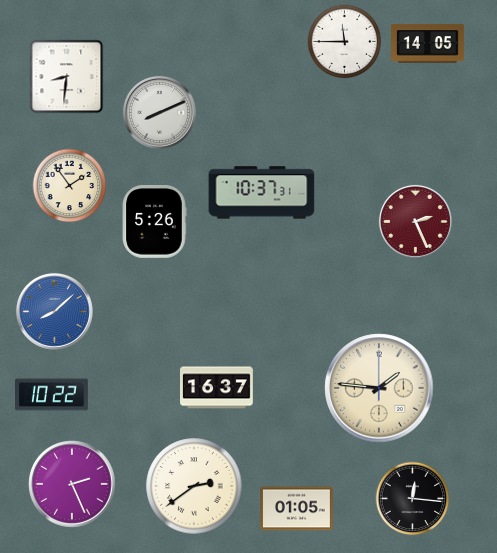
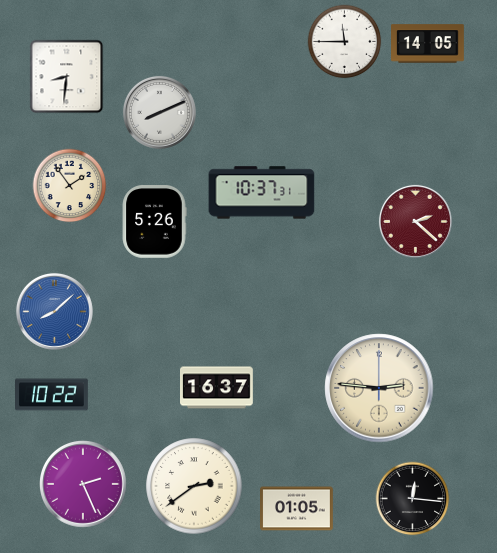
clock at (415, 221): 2:26 -> 2:22
clock at (379, 388): 1:46 -> 2:46
clock at (73, 485) position: (73, 485) -> (84, 485)
